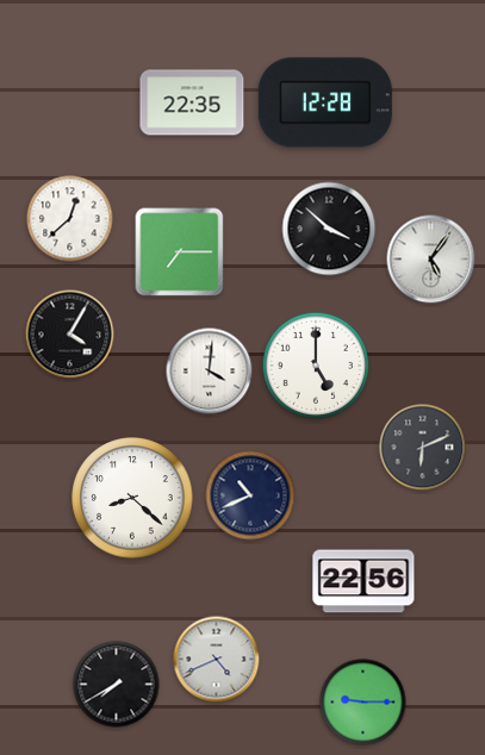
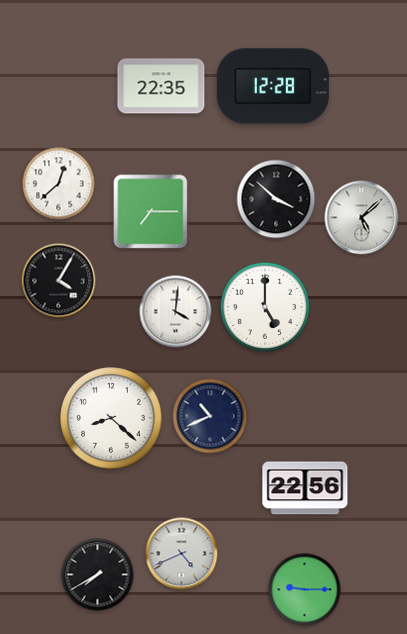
clock at (329, 229) position: (329, 229) -> (276, 199)
clock at (431, 260): 5:06 -> 5:08
clock at (423, 448): 6:11 -> none
